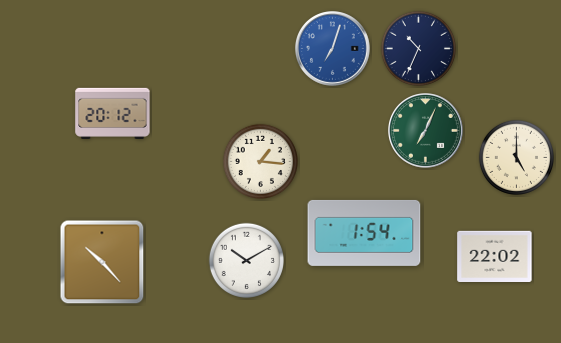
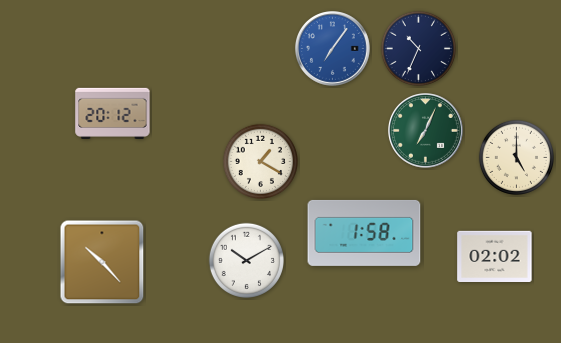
clock at (333, 49): 7:03 -> 7:06
clock at (260, 161): 1:16 -> 1:20
clock at (364, 233): 1:54 -> 1:58
clock at (495, 256): 22:02 -> 02:02
